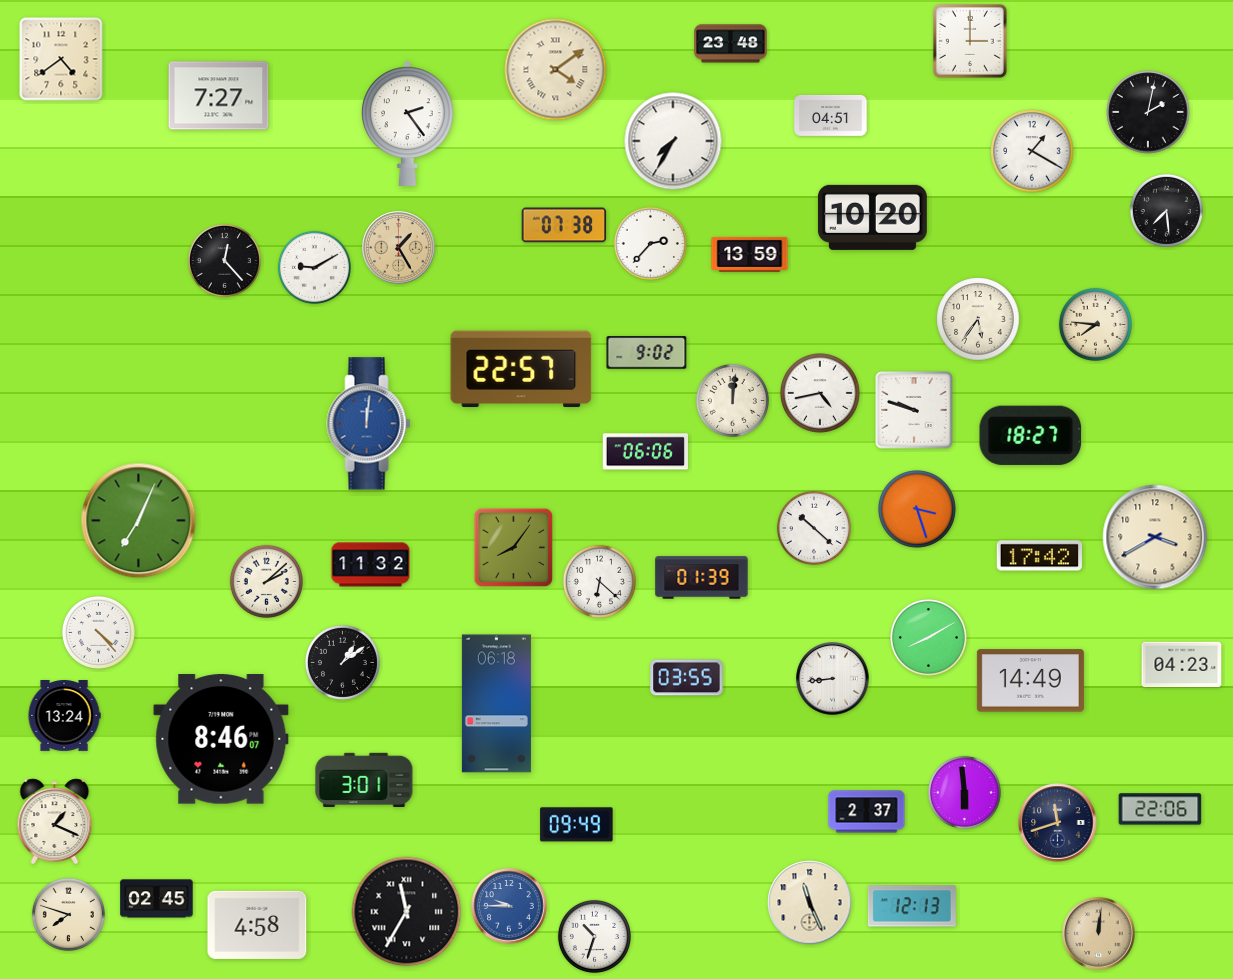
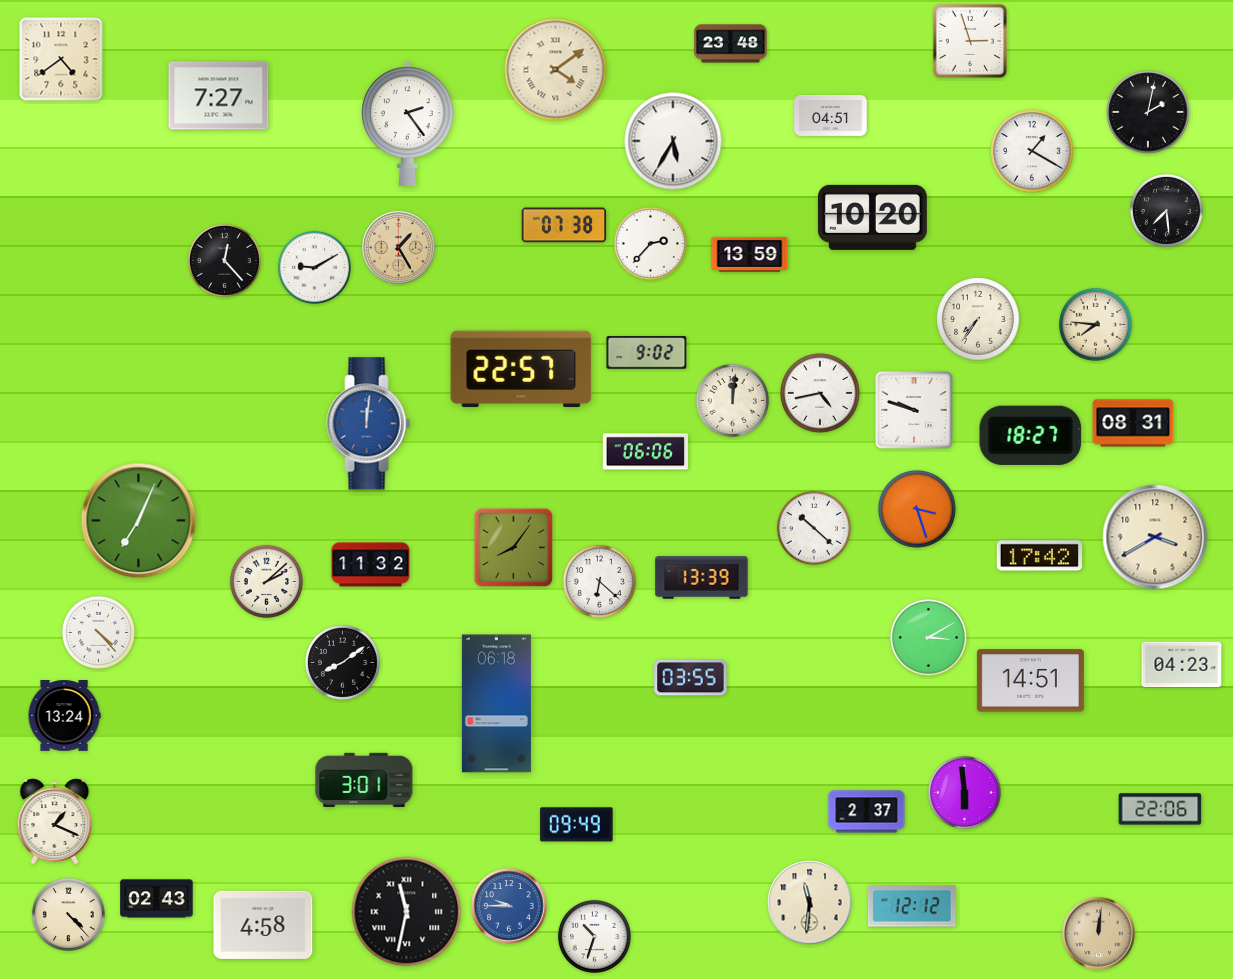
clock at (970, 41): 3:00 -> 2:57
clock at (673, 141): 7:35 -> 5:35
clock at (978, 319): 5:36 -> 7:36
clock at (1133, 423): none -> 08:31
clock at (702, 578): 01:39 -> 13:39
clock at (928, 637): 8:10 -> 3:10
clock at (342, 662): 1:09 -> 8:09
clock at (687, 678) position: (687, 678) -> (691, 678)
clock at (833, 679): 8:44 -> none
clock at (1030, 681): 14:49 -> 14:51
clock at (221, 739): 8:46 -> none
clock at (1058, 823): 11:42 -> none
clock at (157, 899): 02:45 -> 02:43
clock at (810, 903): 11:26 -> 11:31
clock at (912, 906): 12:13 -> 12:12
clock at (407, 912): 11:35 -> 11:32
clock at (68, 914): 7:48 -> 4:23
clock at (257, 925) position: (257, 925) -> (263, 925)
